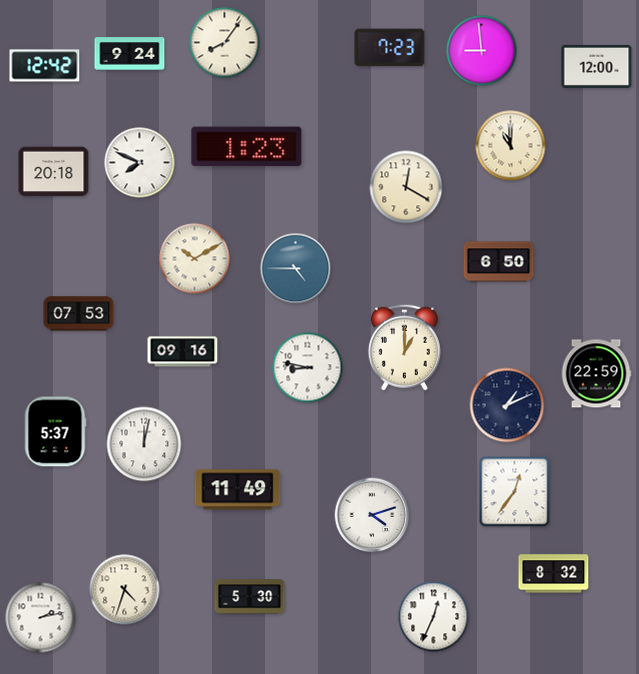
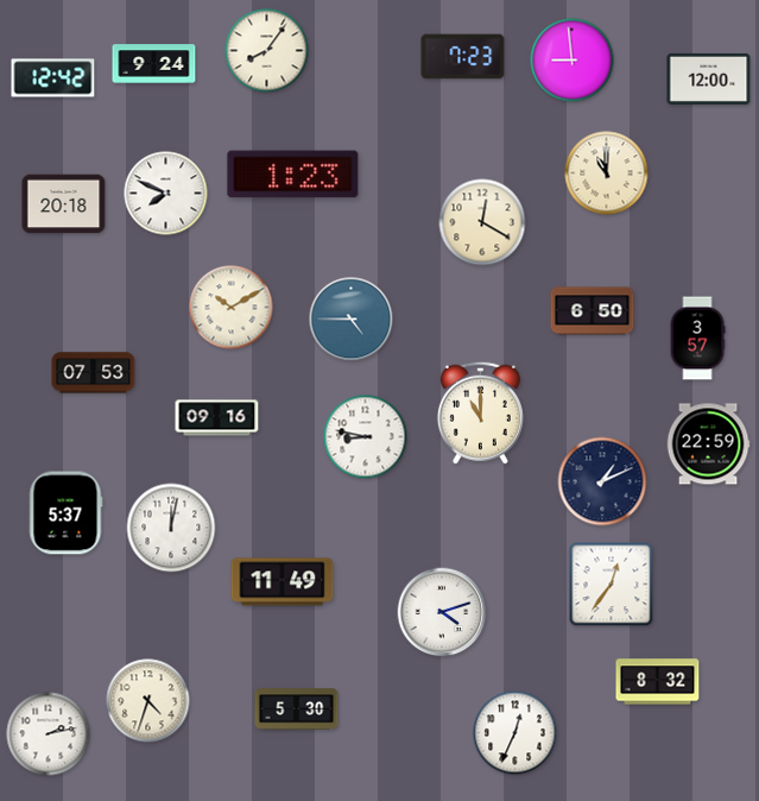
clock at (697, 339): none -> 3:57
clock at (404, 347): 1:00 -> 11:00
